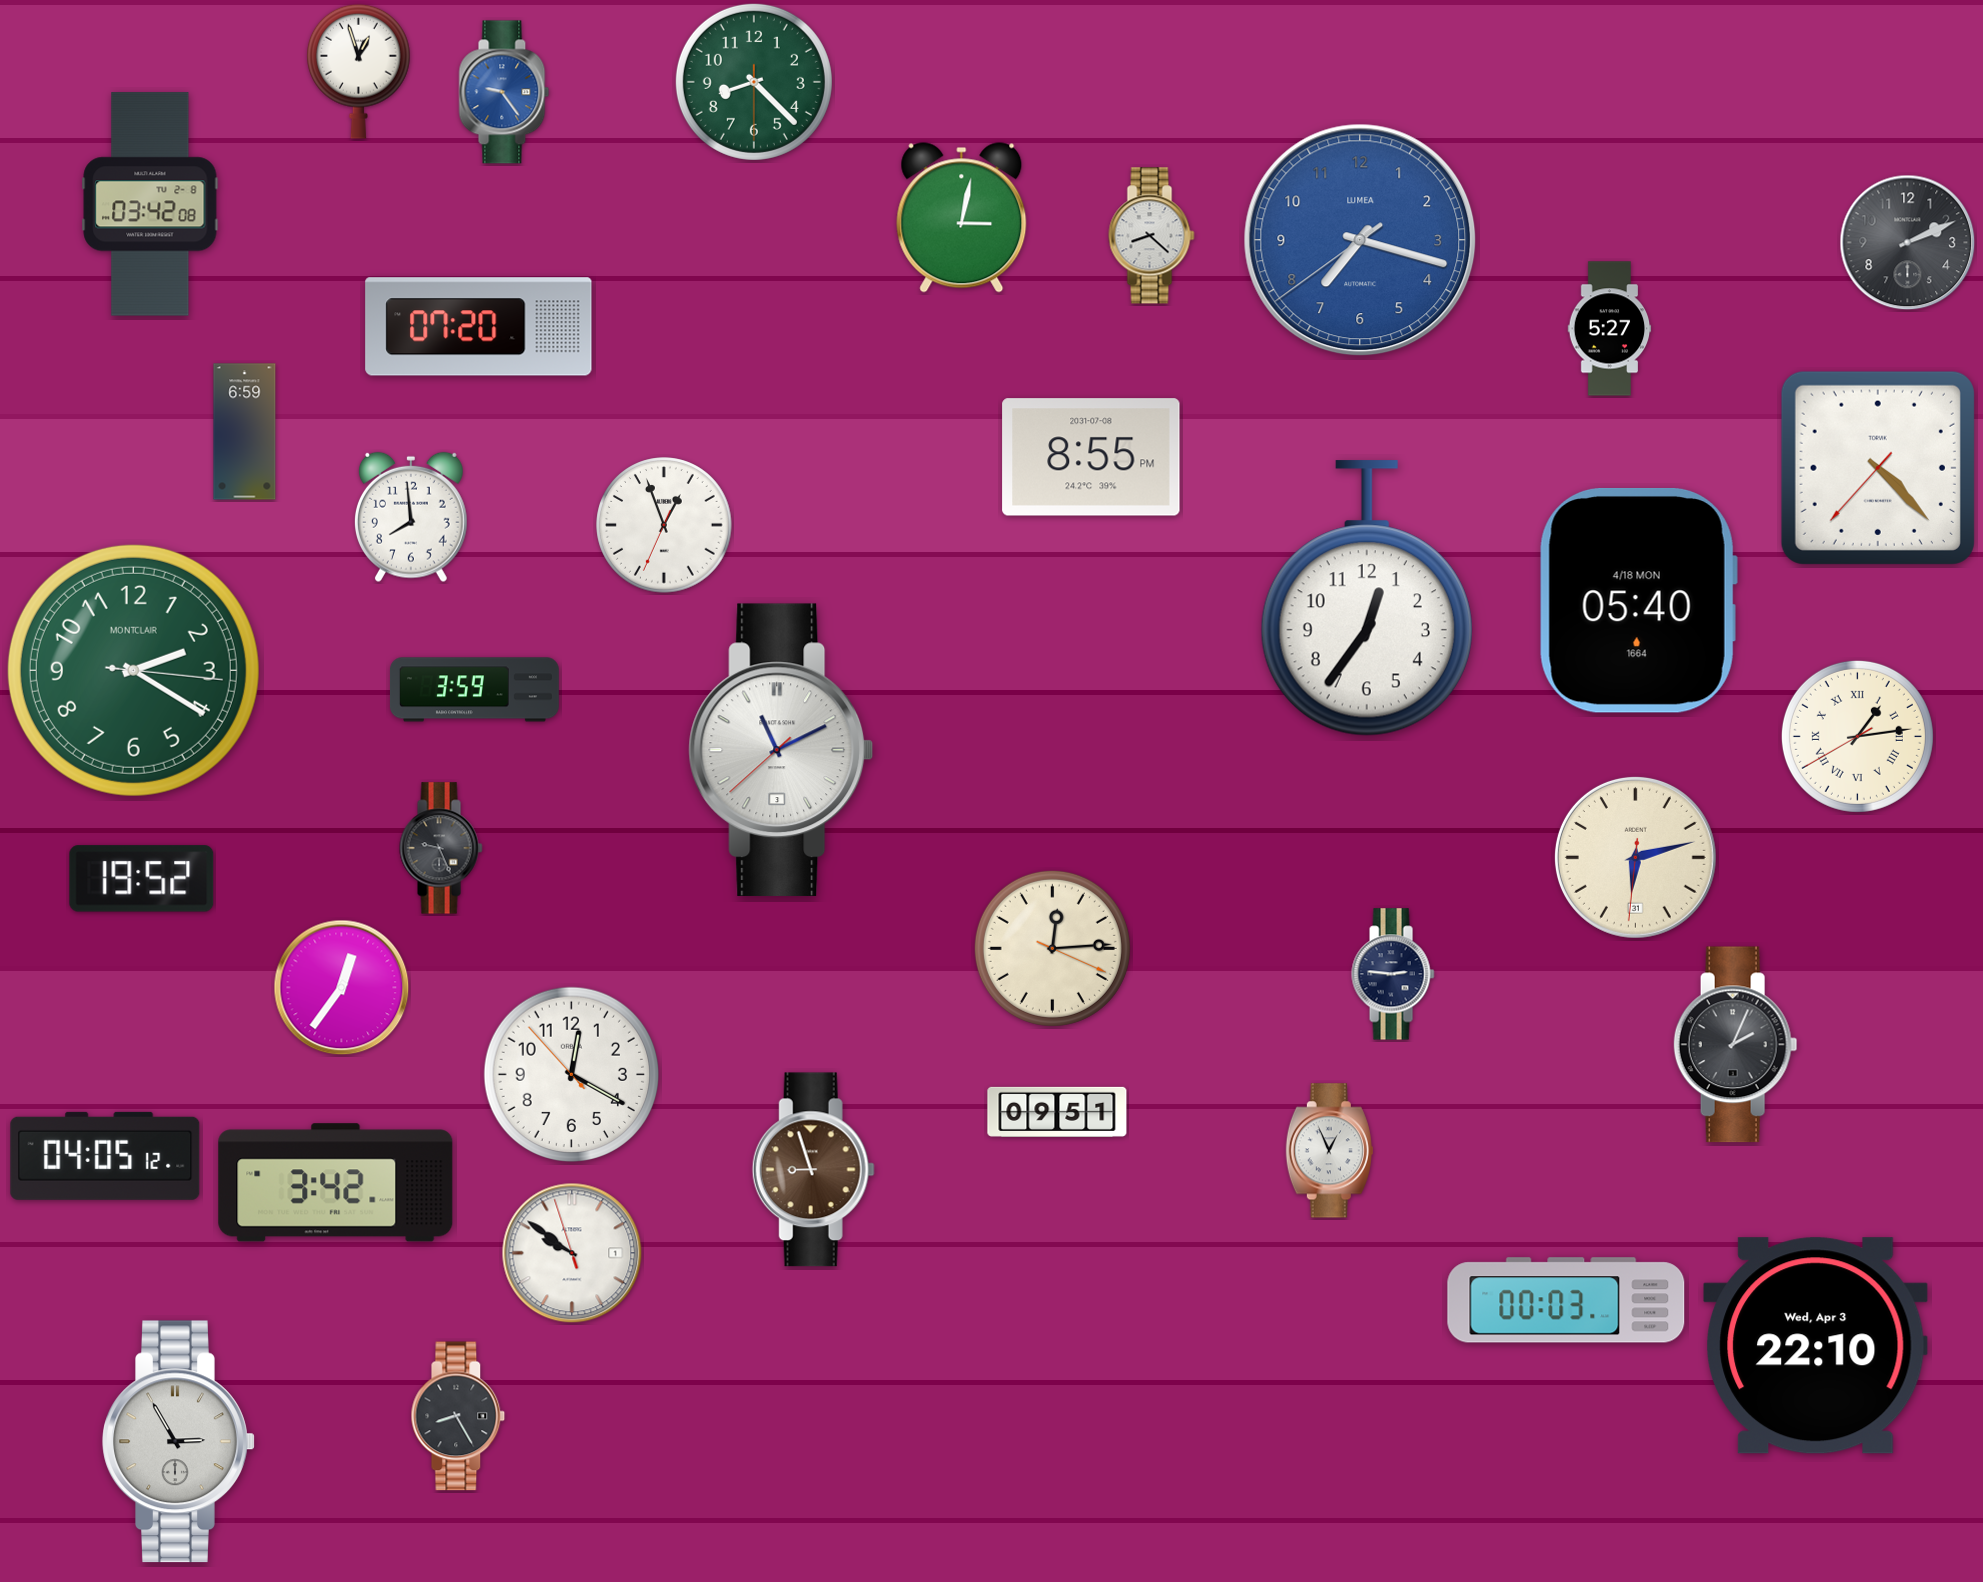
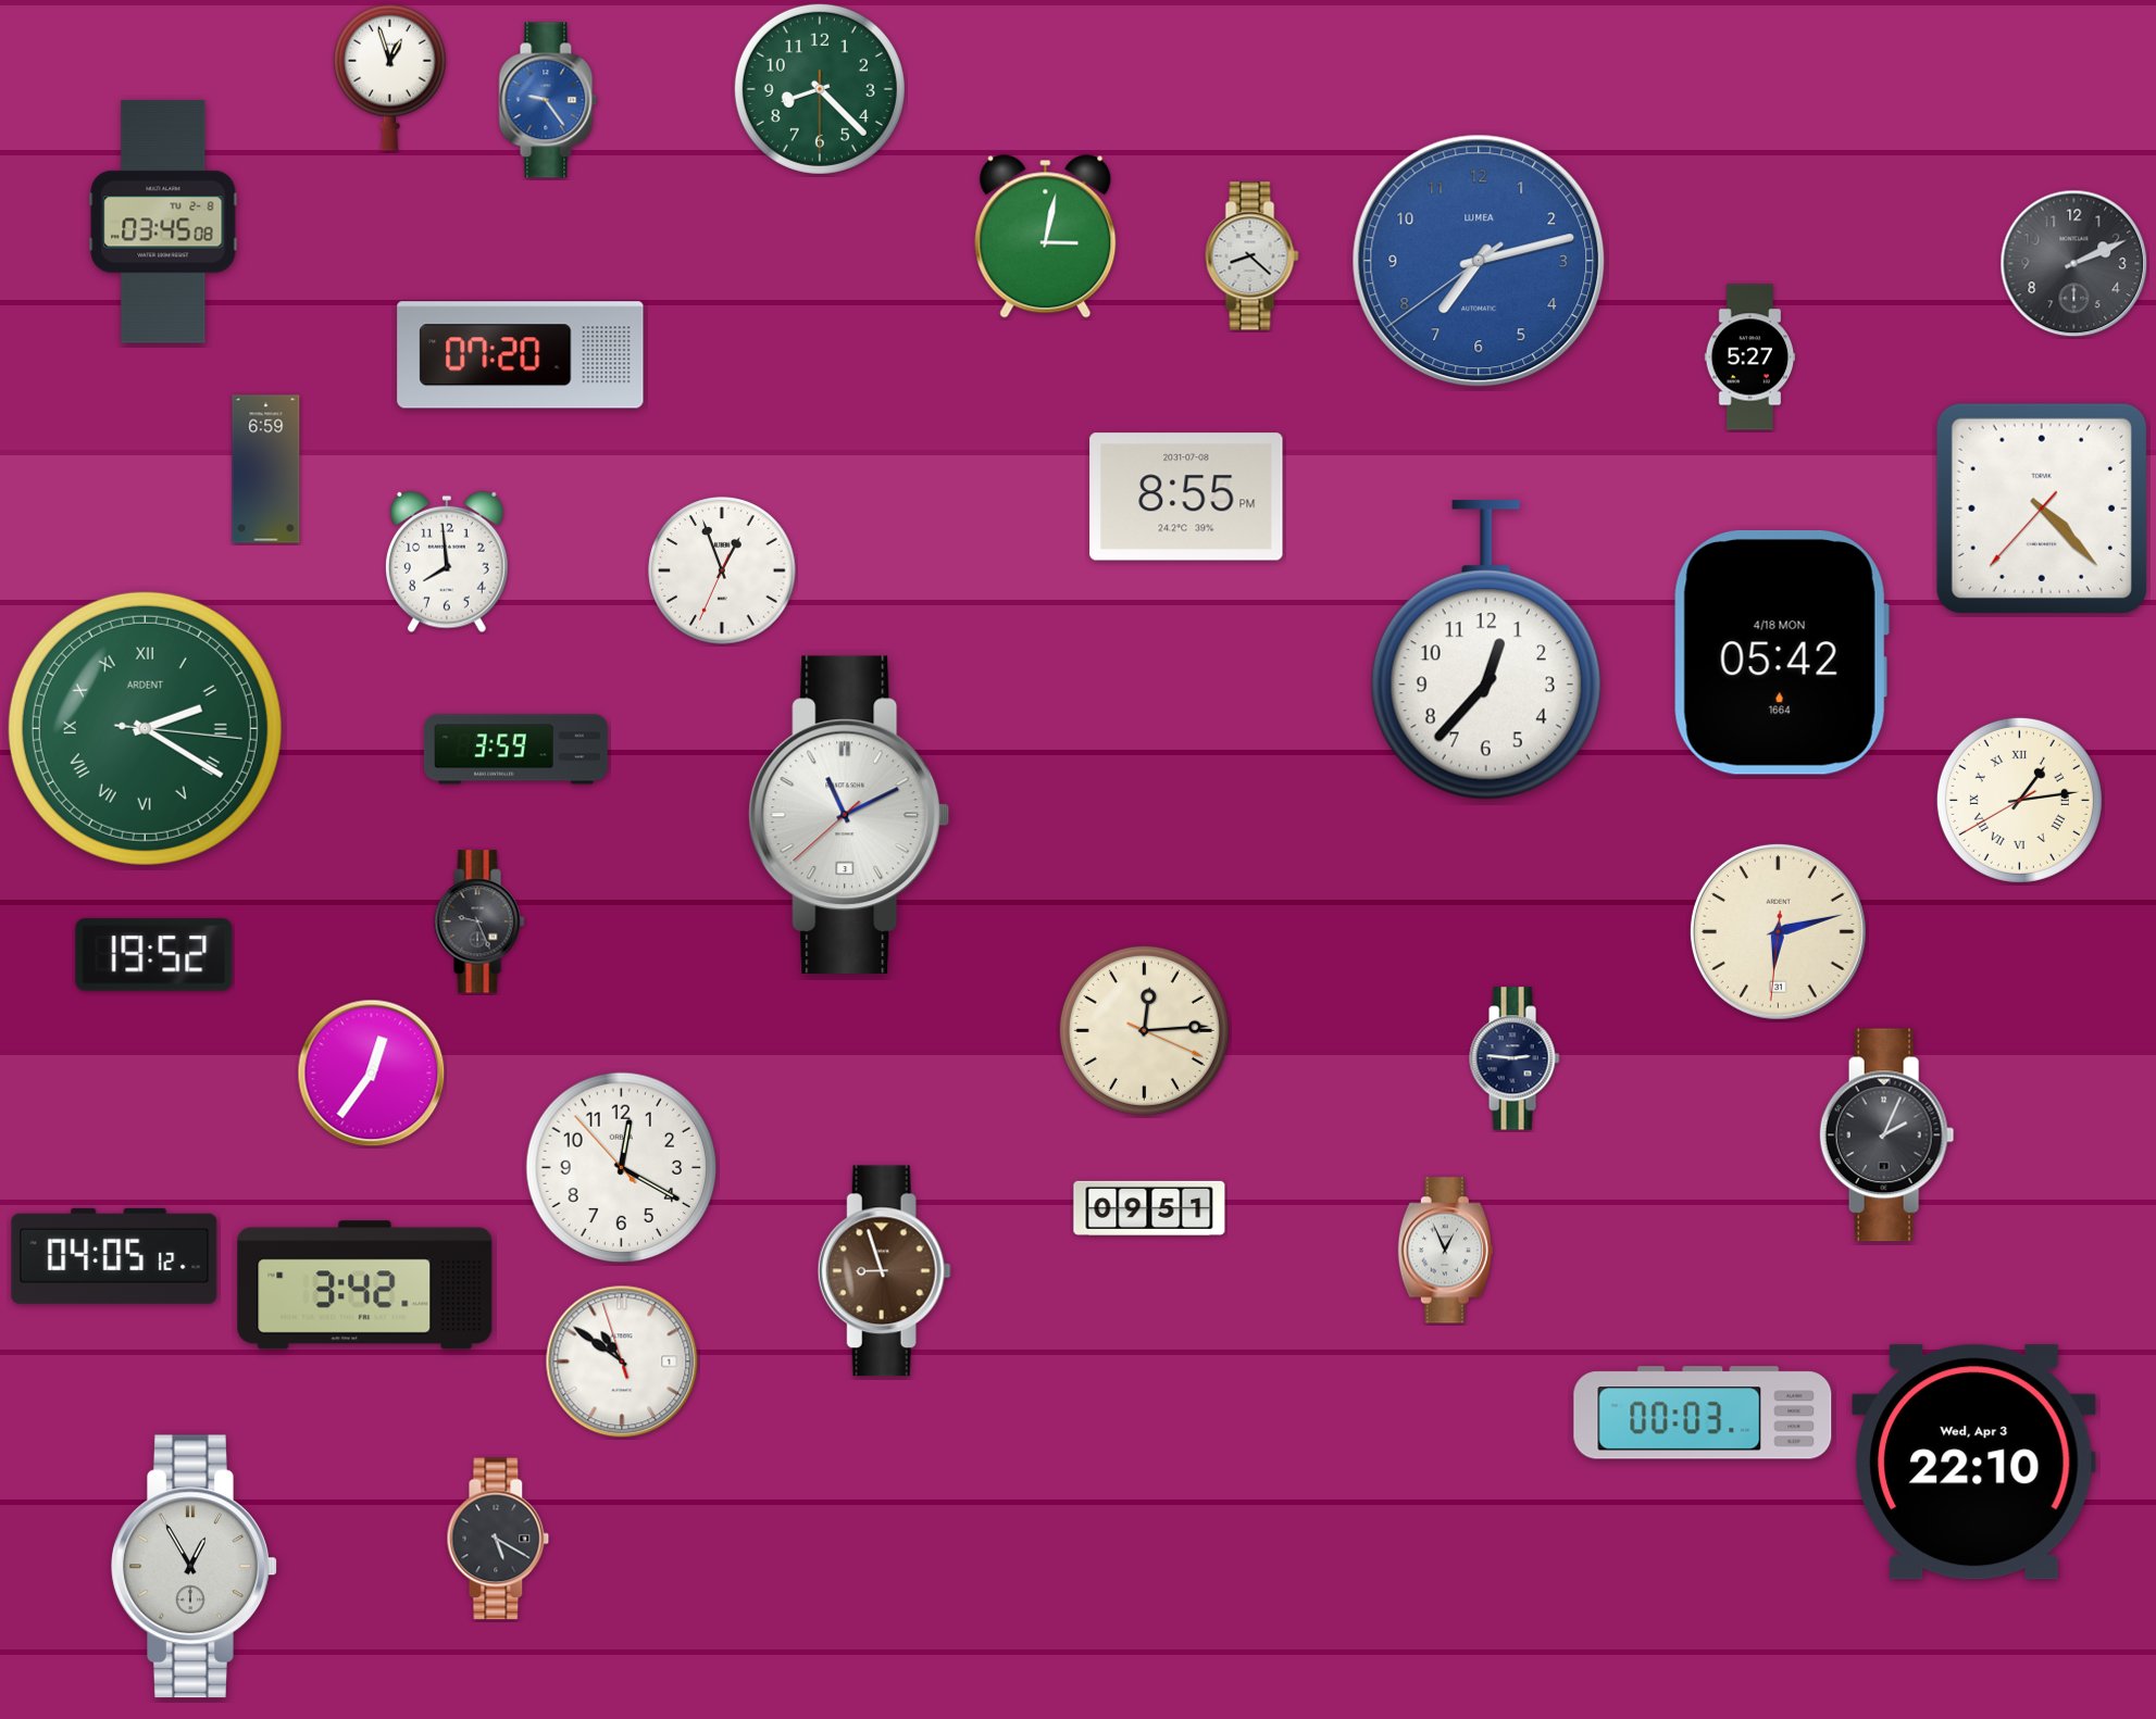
clock at (150, 204): 03:42 -> 03:45
clock at (1360, 240): 7:17 -> 7:12
clock at (1367, 598): 12:36 -> 12:37
clock at (1638, 600): 05:40 -> 05:42
clock at (133, 670) numerals: Arabic -> Roman
clock at (133, 670) brand: MONTCLAIR -> ARDENT
clock at (572, 1253): 9:50 -> 10:50
clock at (458, 1416): 8:25 -> 5:20
clock at (179, 1442): 2:55 -> 12:55
